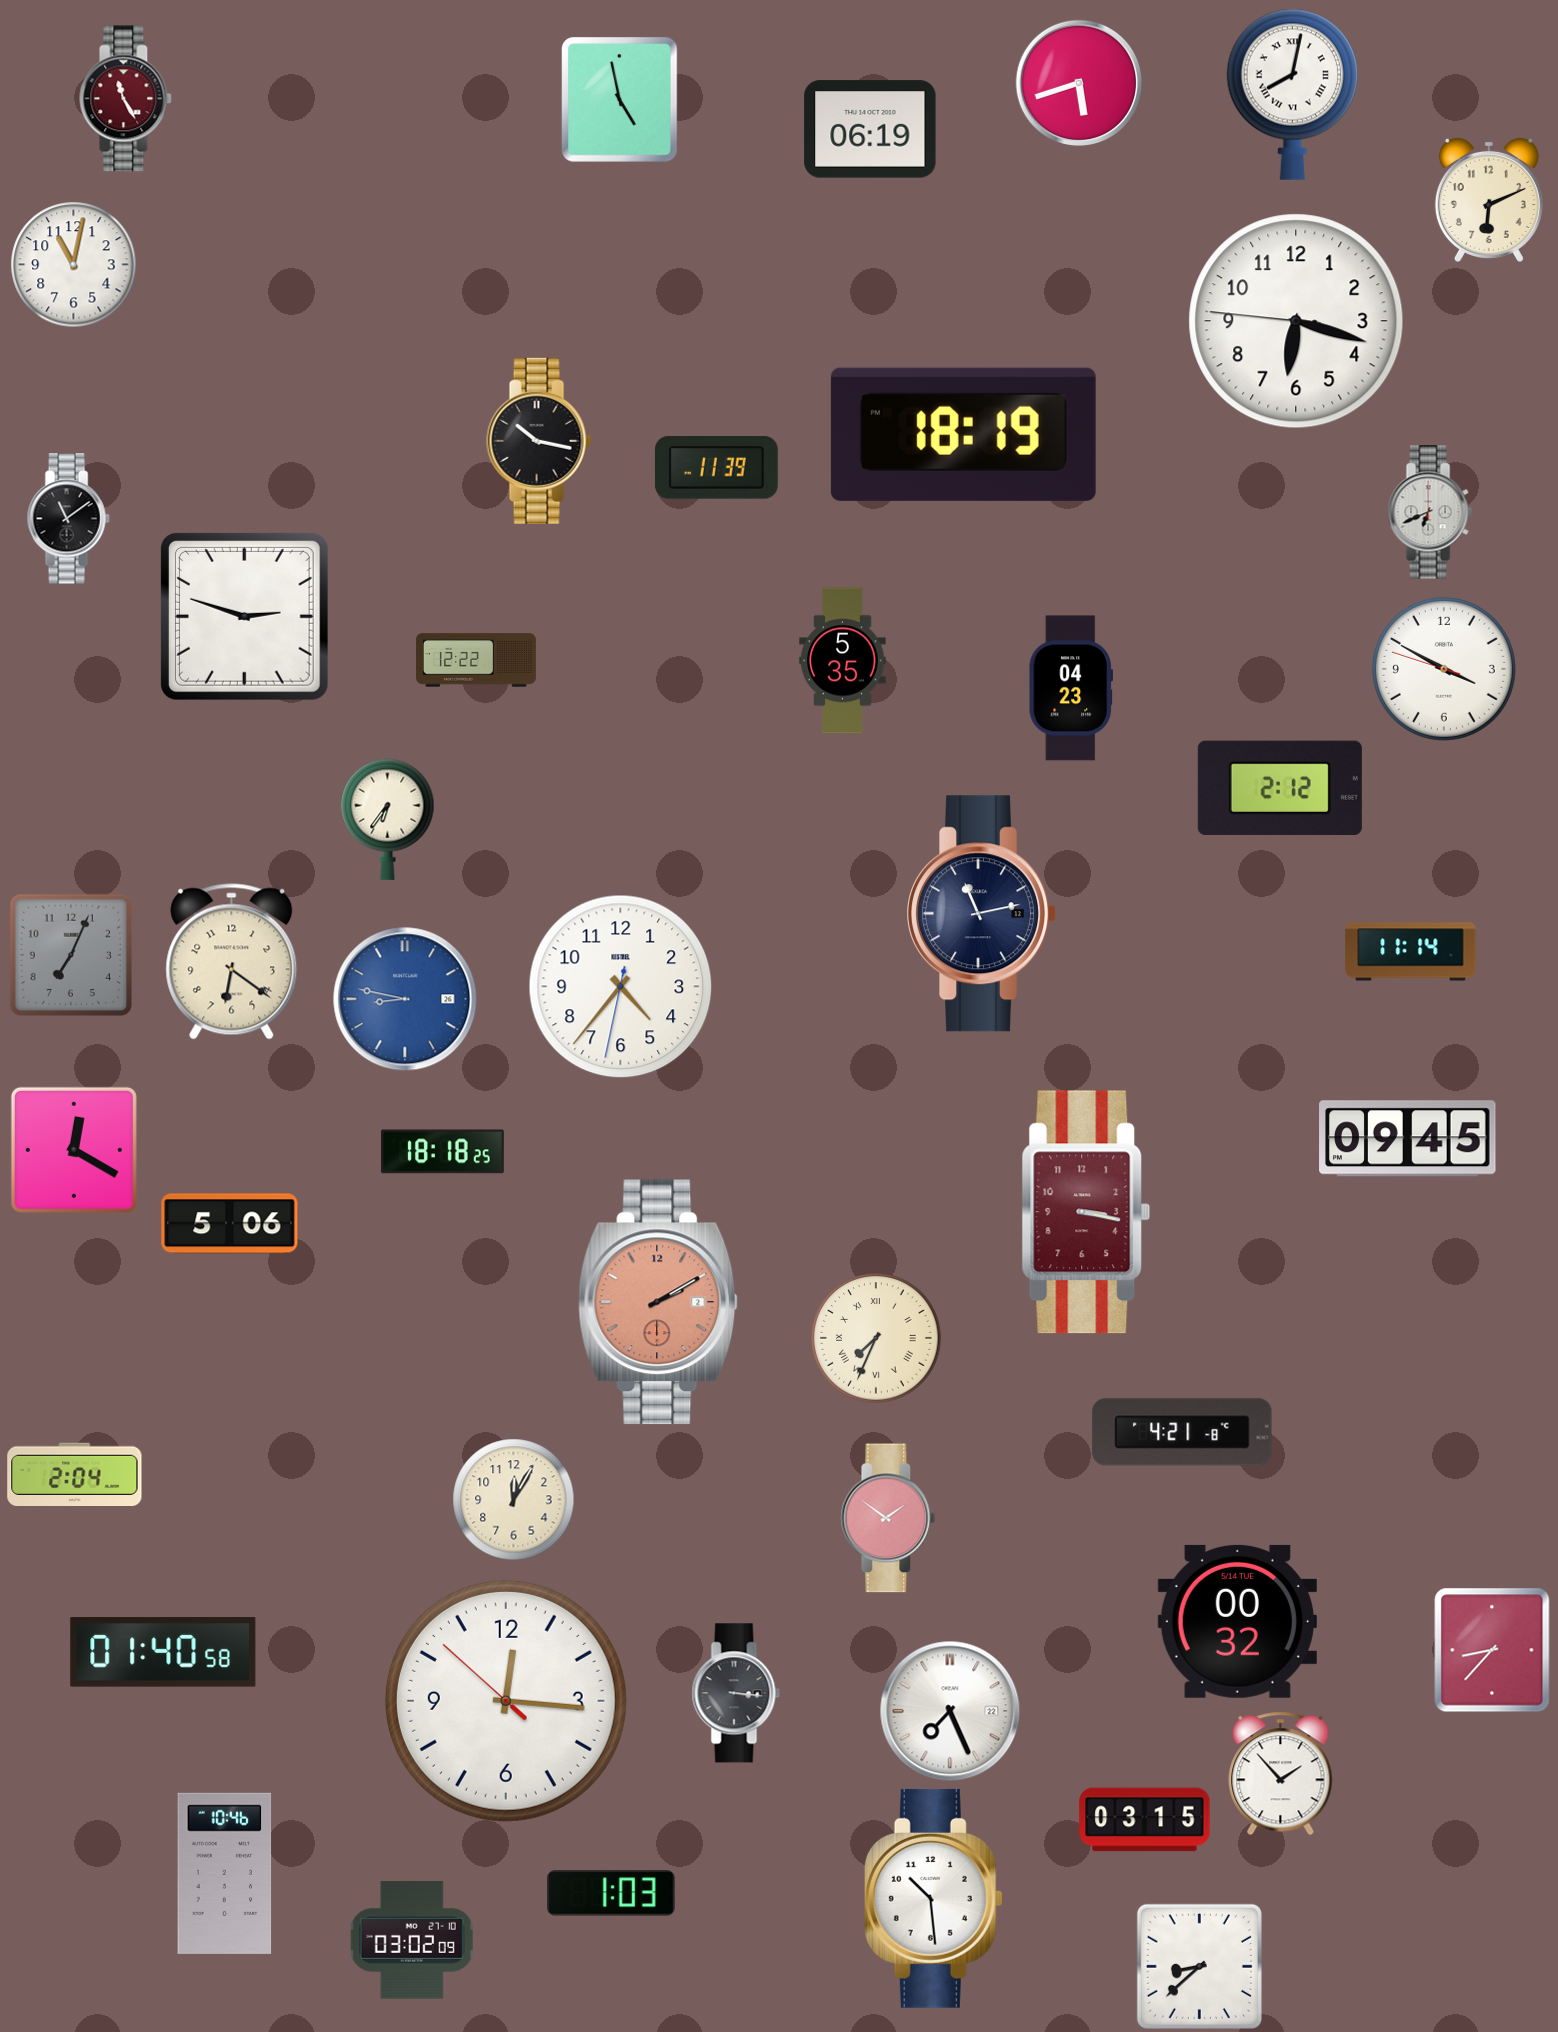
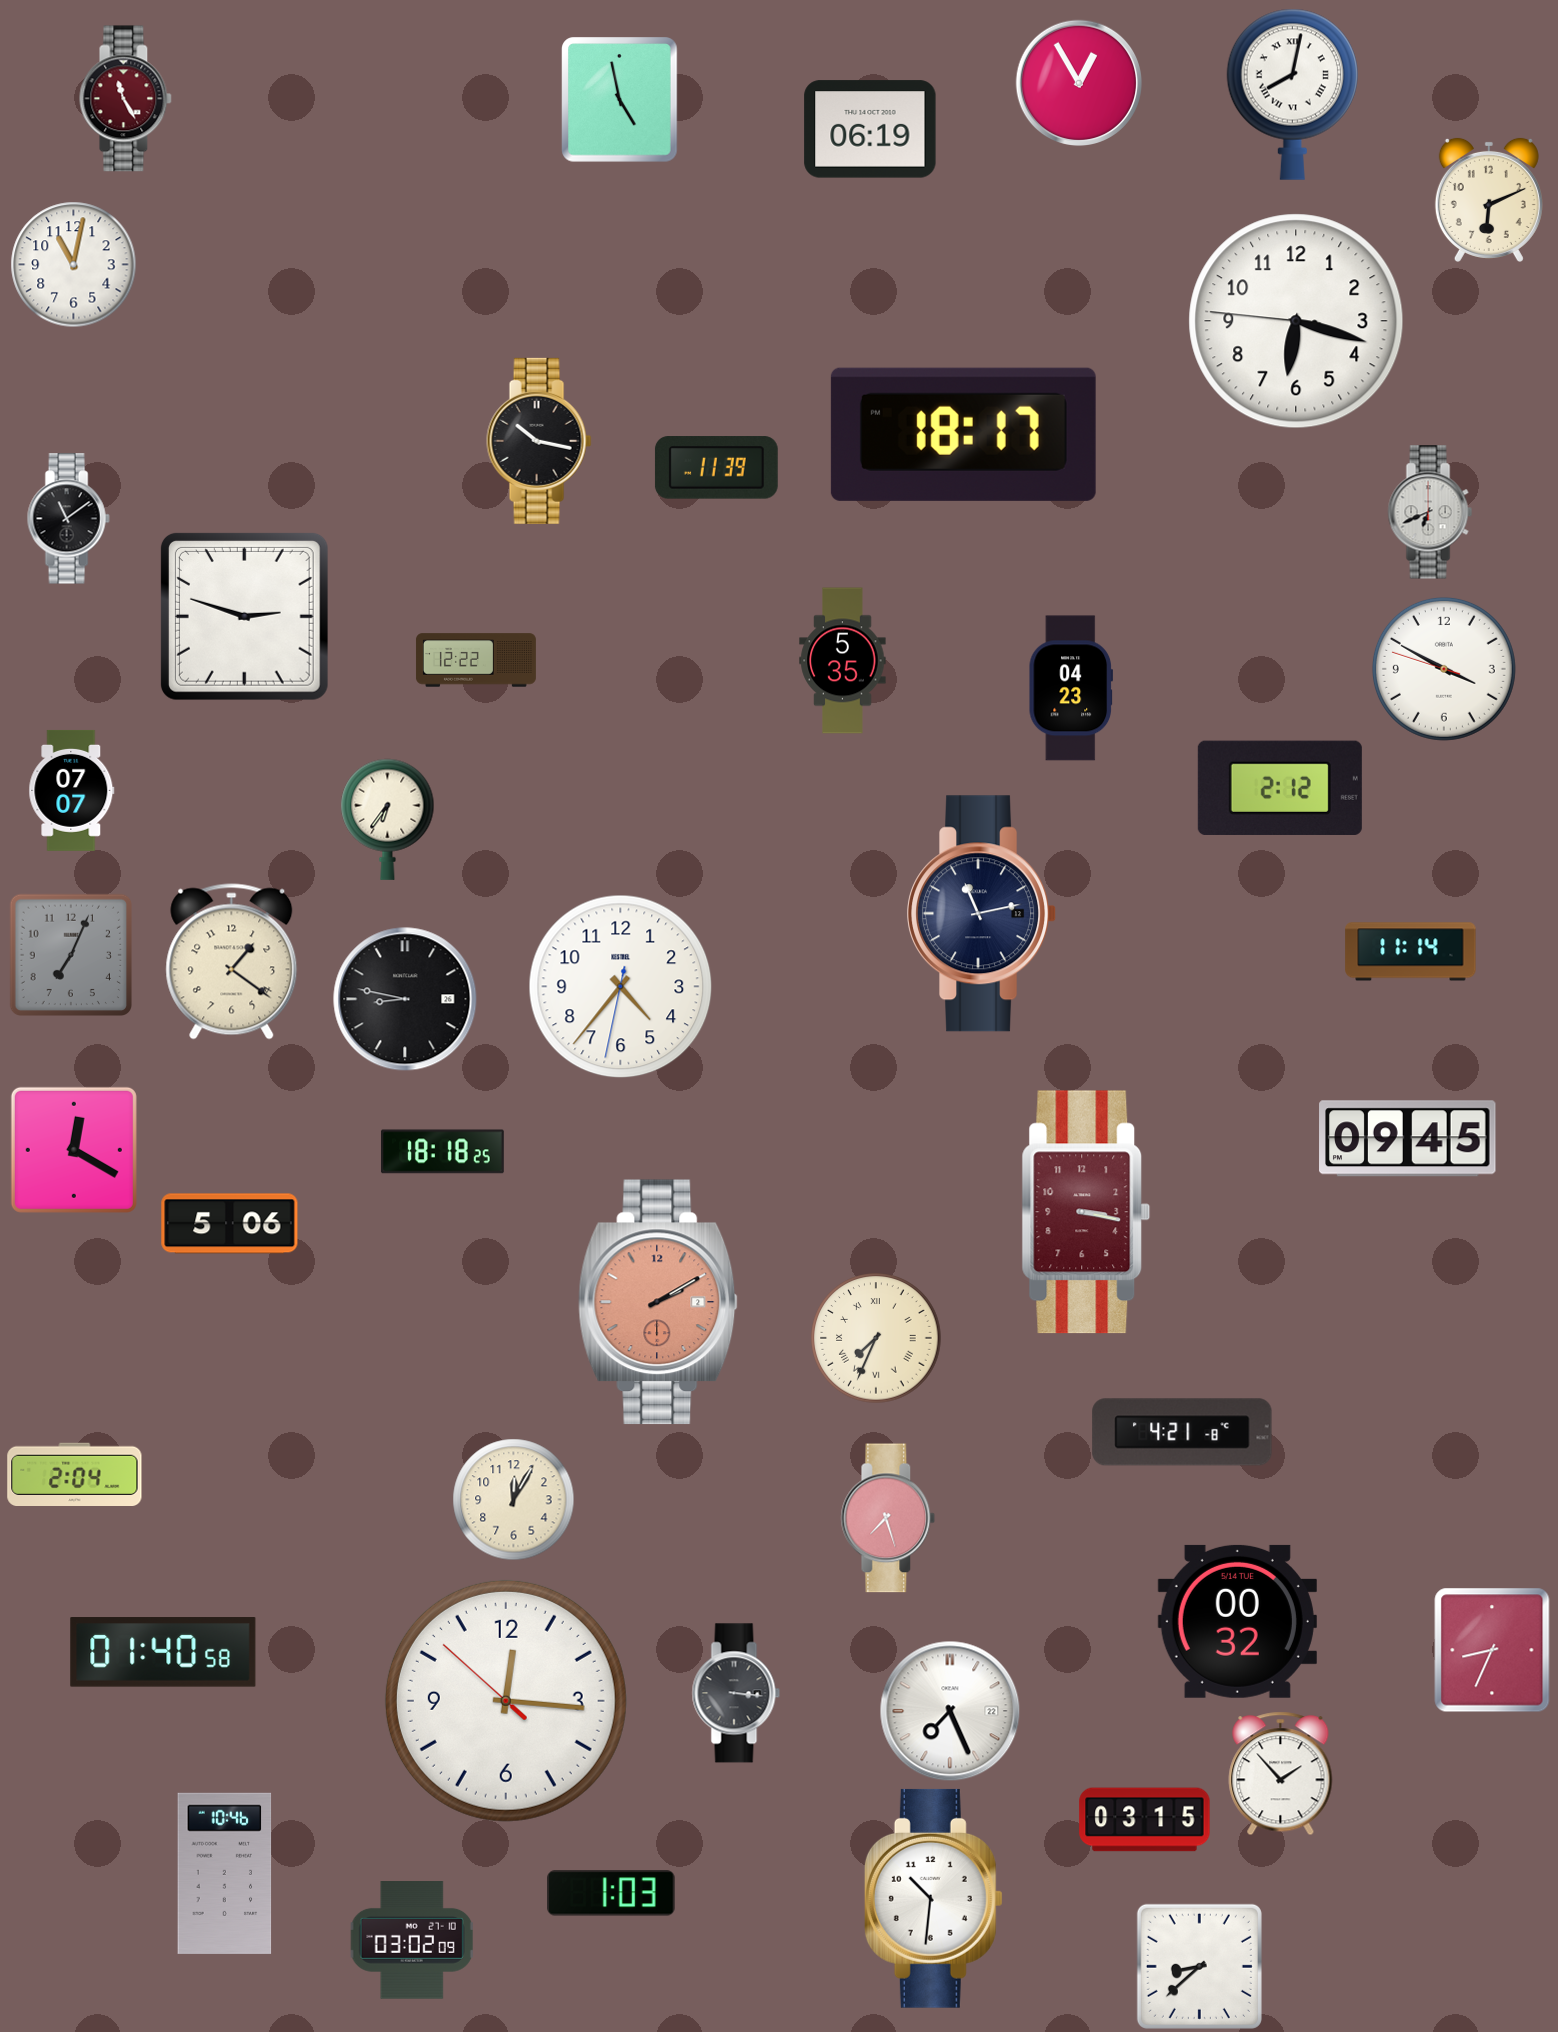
clock at (1079, 83): 5:42 -> 12:55
clock at (963, 434): 18:19 -> 18:17
clock at (72, 790): none -> 07:07
clock at (232, 962): 6:21 -> 1:21
clock at (405, 999) dial: blue -> black
clock at (888, 1518): 1:51 -> 7:27
clock at (1492, 1650): 8:37 -> 8:34
clock at (933, 1898): 10:29 -> 10:31
